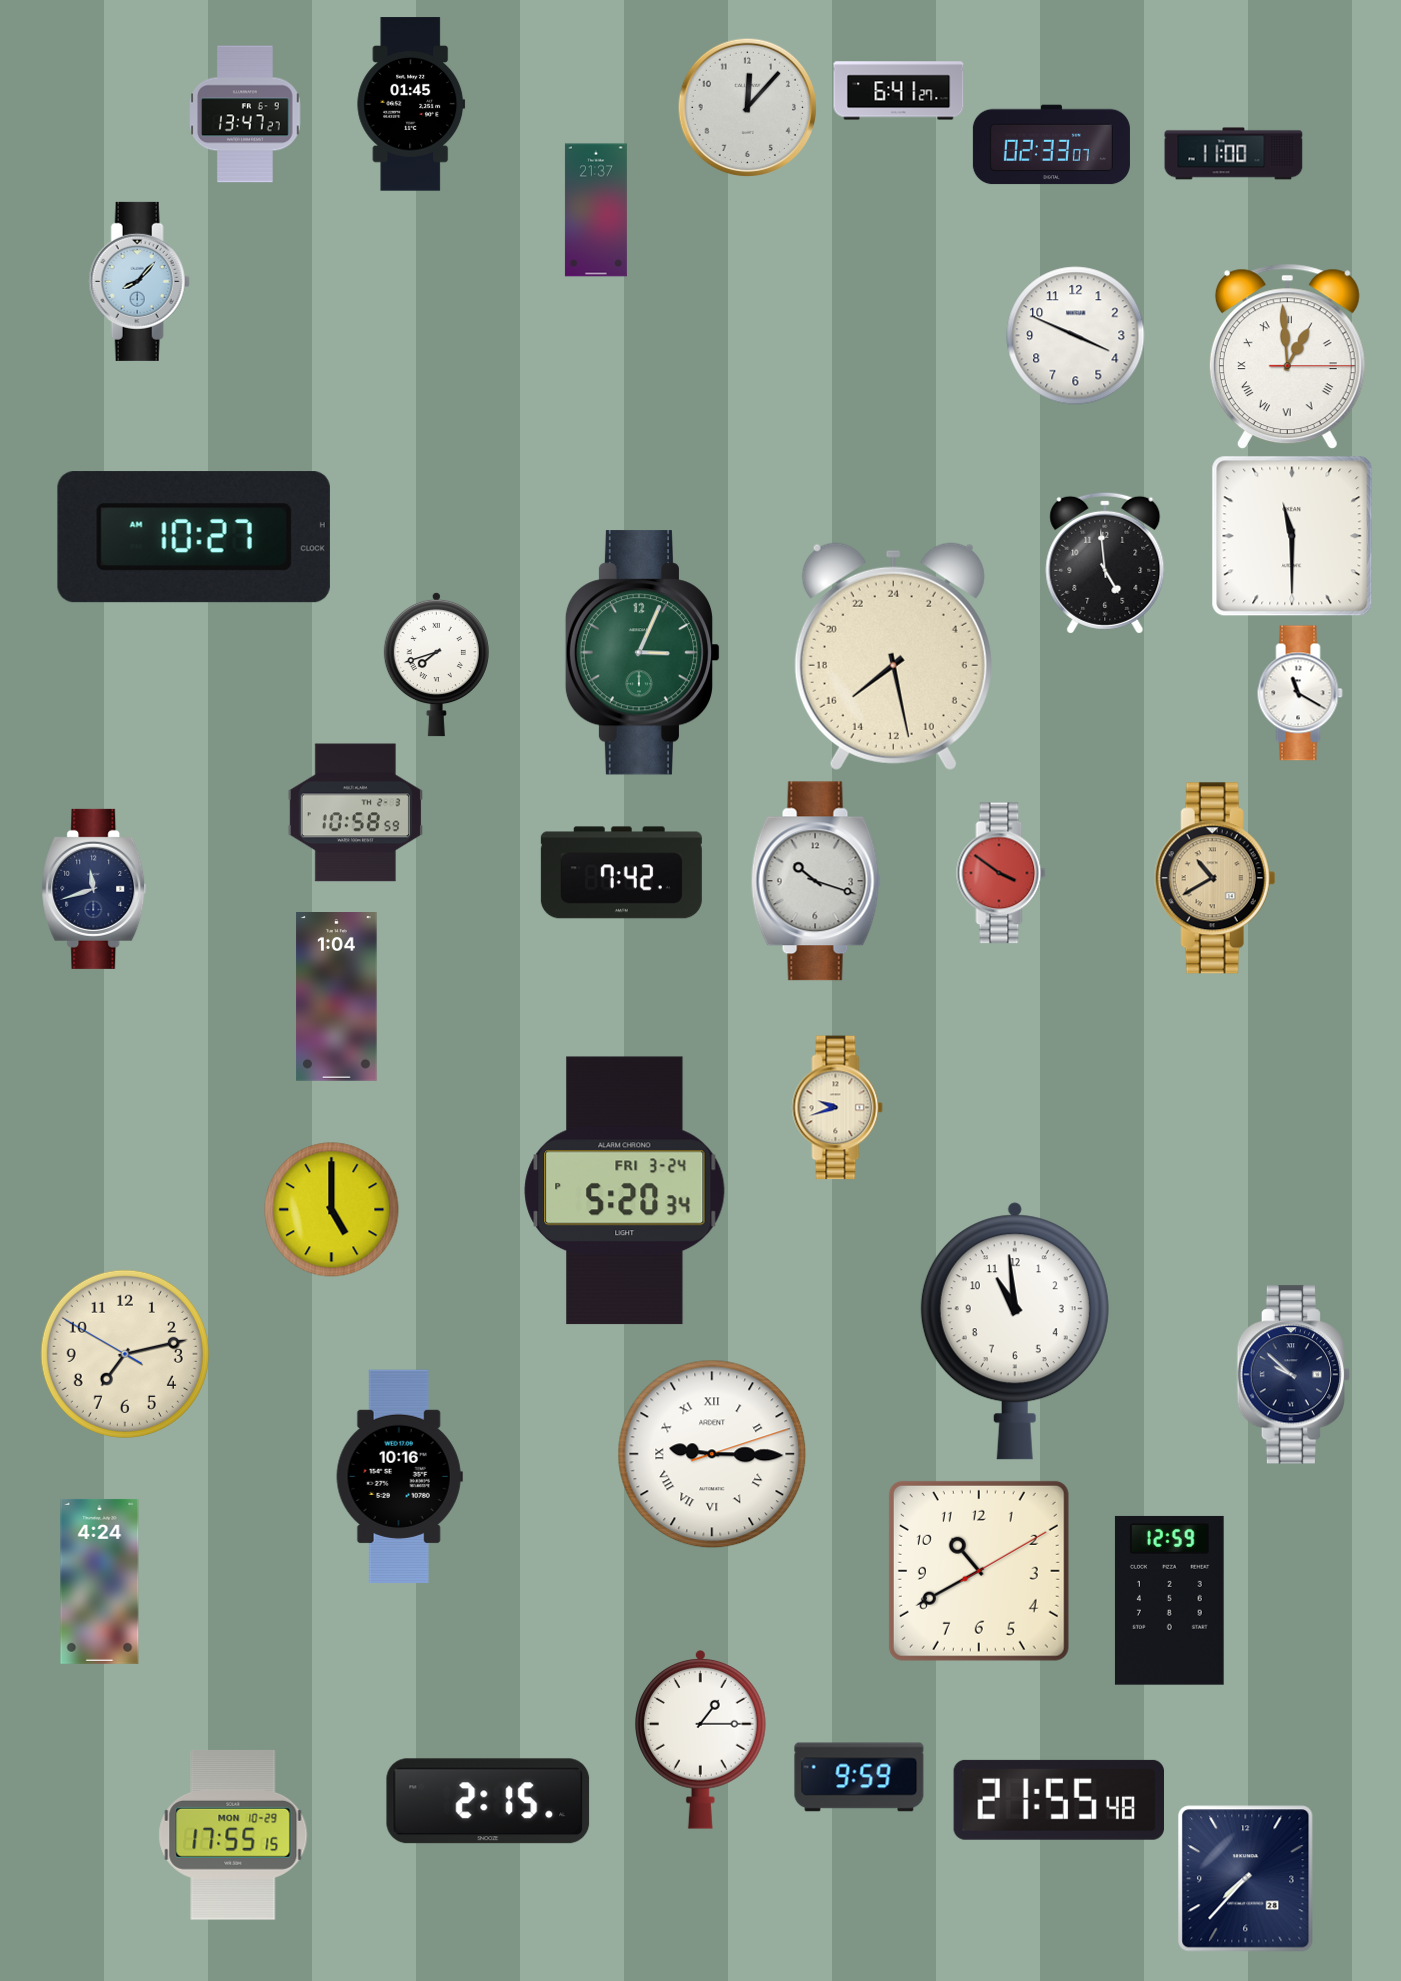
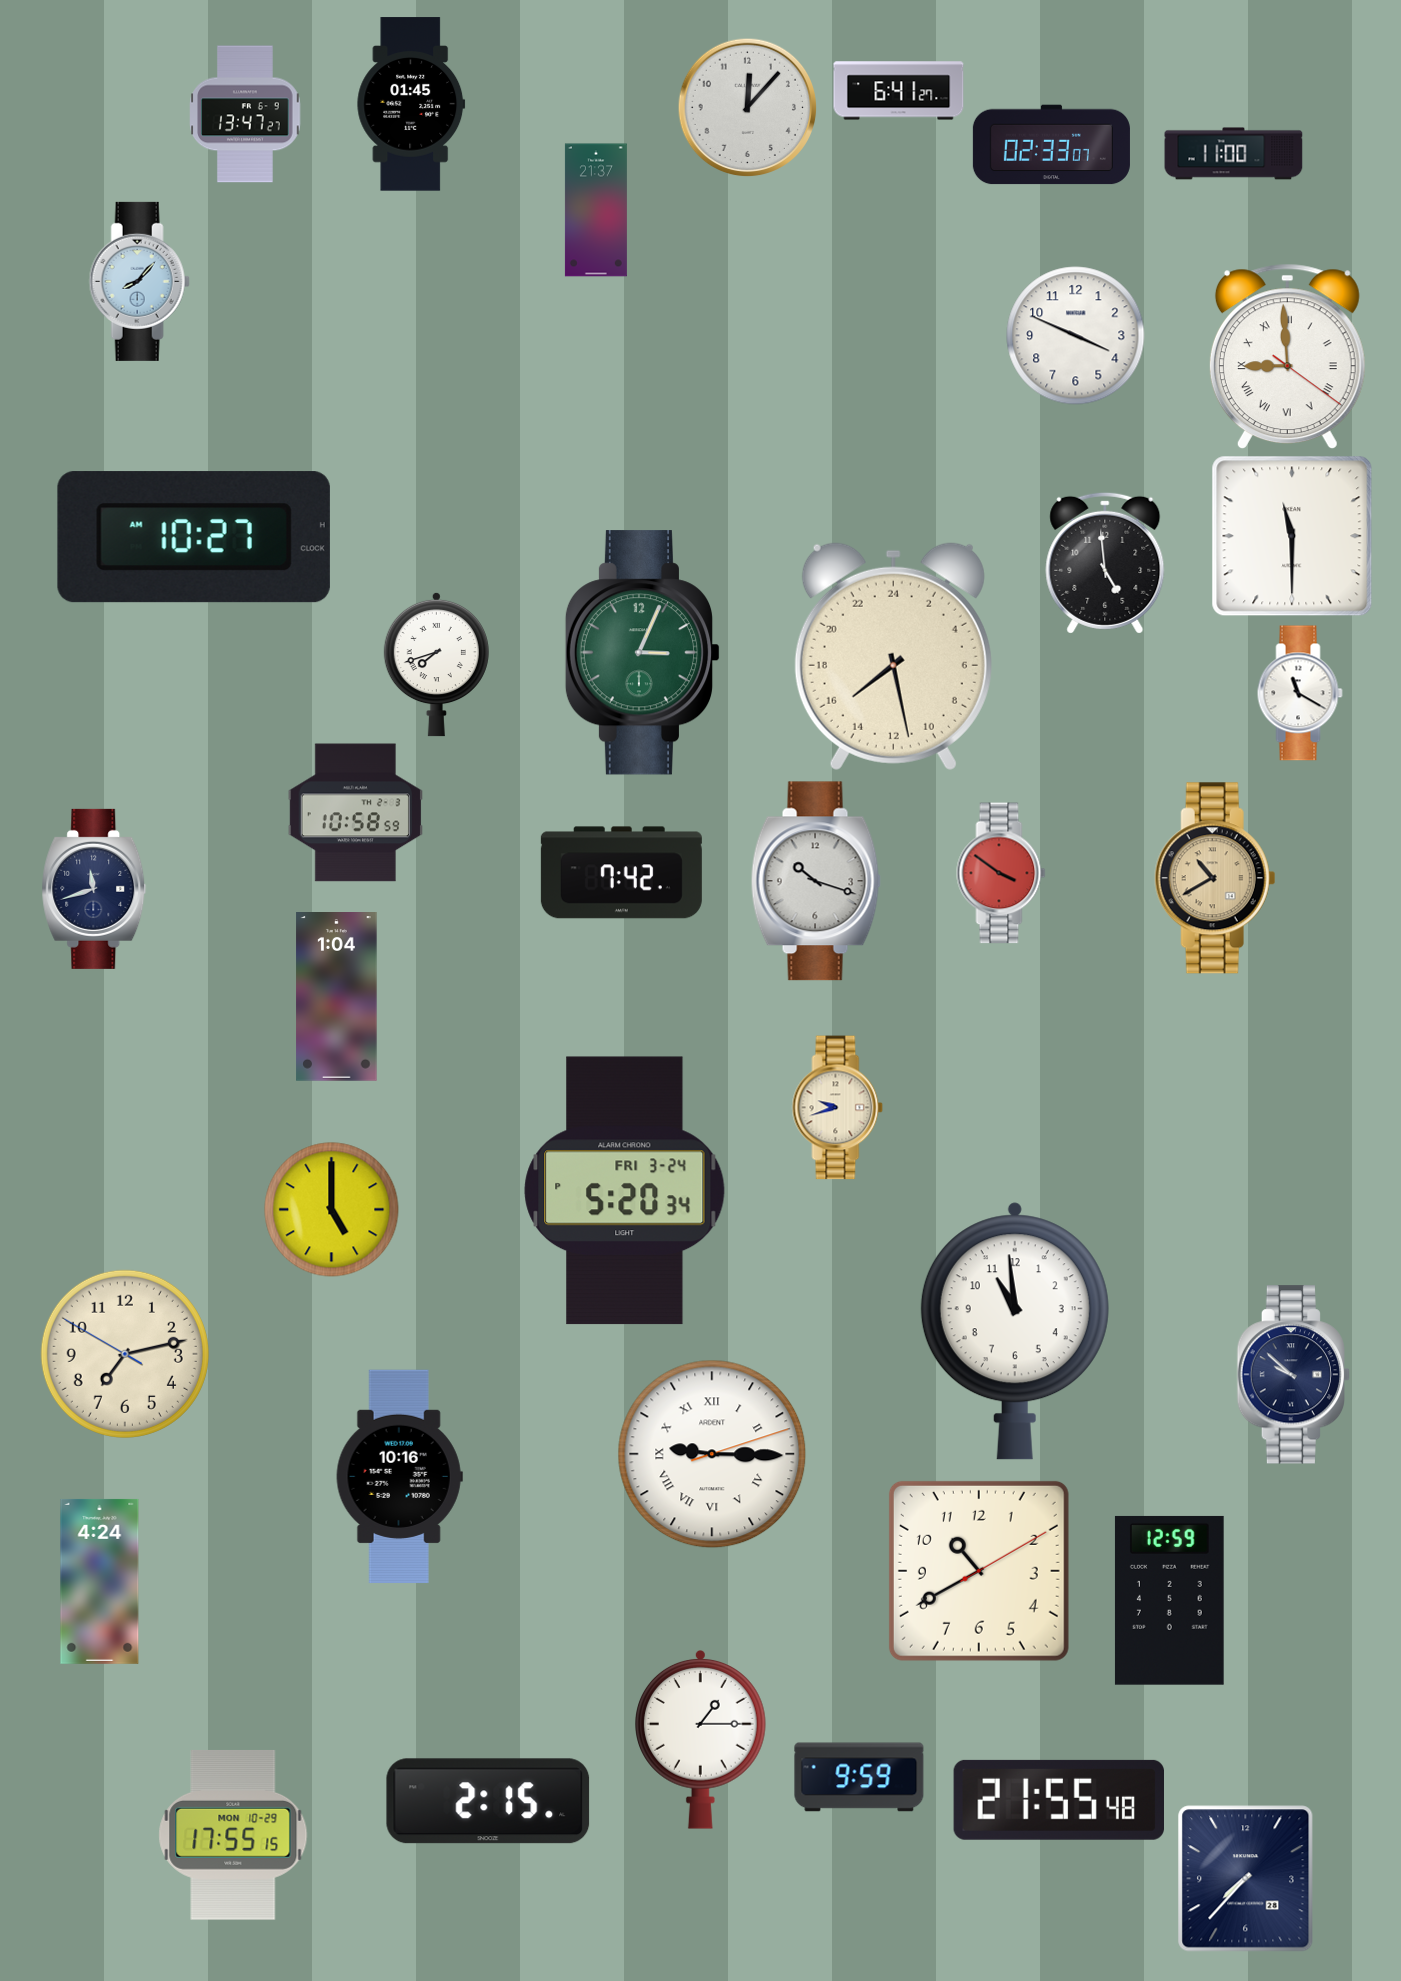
clock at (1287, 357): 12:59 -> 8:59
